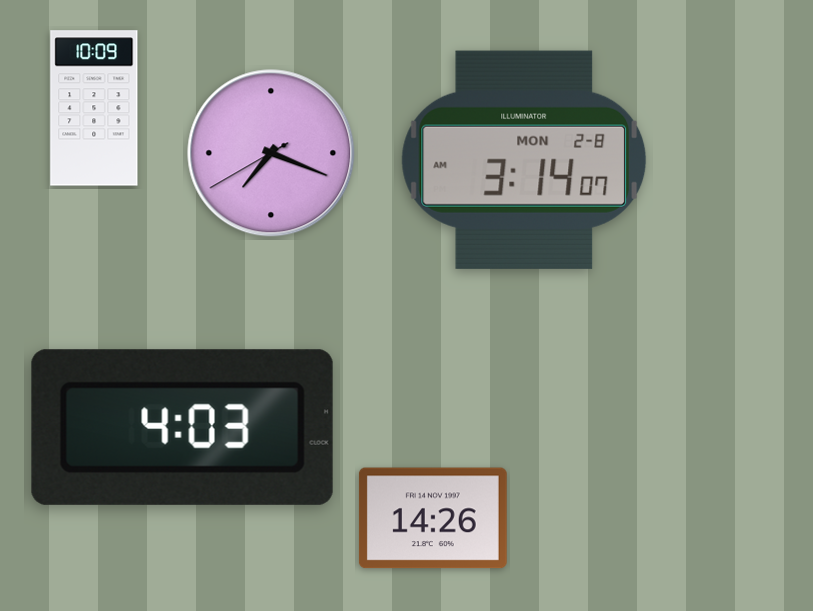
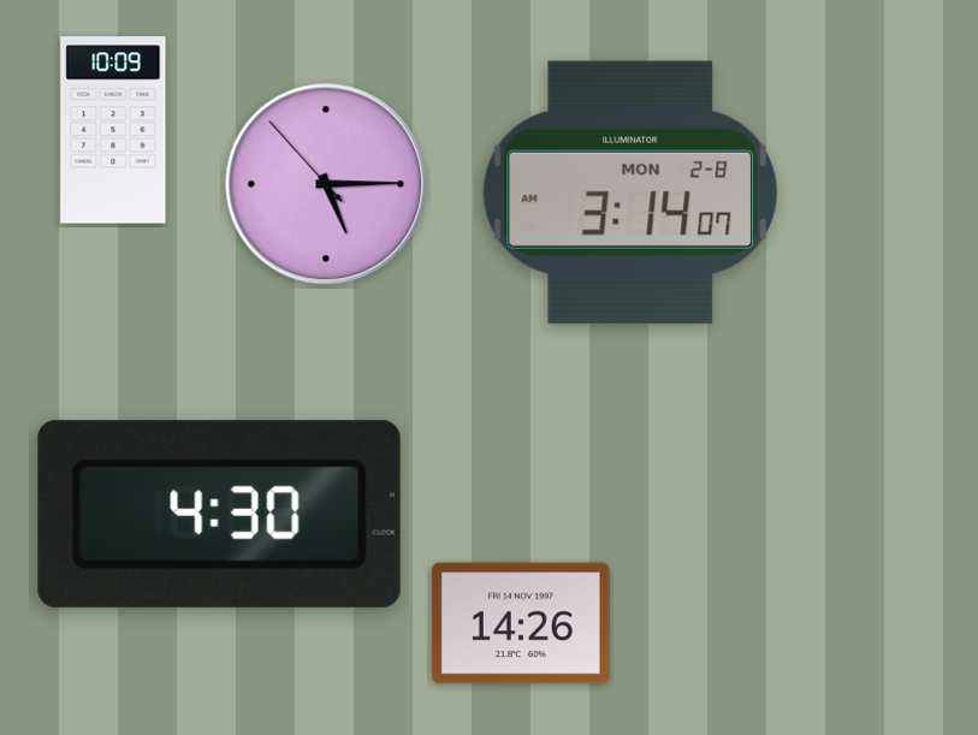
clock at (271, 153): 7:18 -> 5:14
clock at (182, 427): 4:03 -> 4:30
